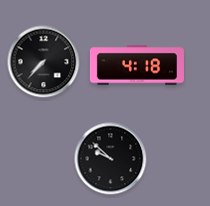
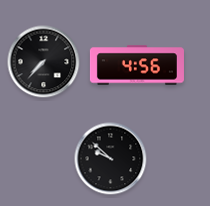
clock at (137, 65): 4:18 -> 4:56
